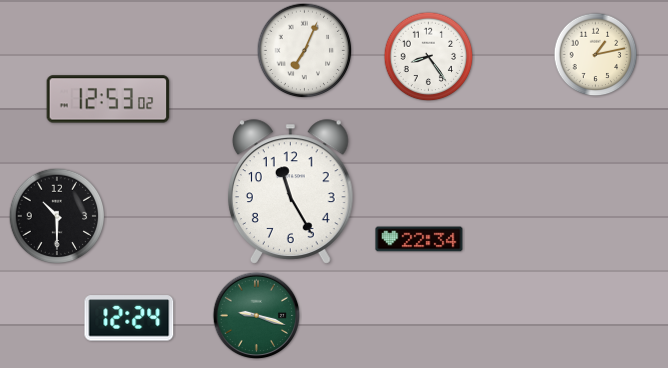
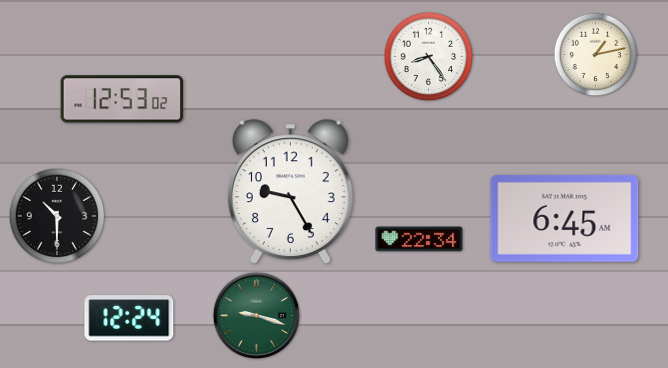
clock at (305, 51): 7:04 -> none
clock at (108, 99) position: (108, 99) -> (122, 99)
clock at (290, 192): 11:25 -> 9:25
clock at (565, 218): none -> 6:45
